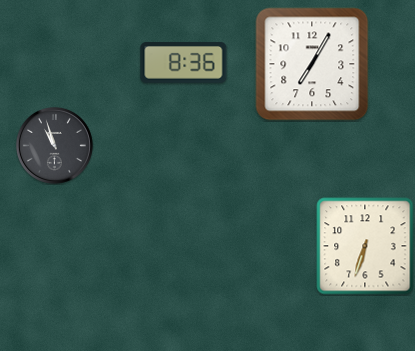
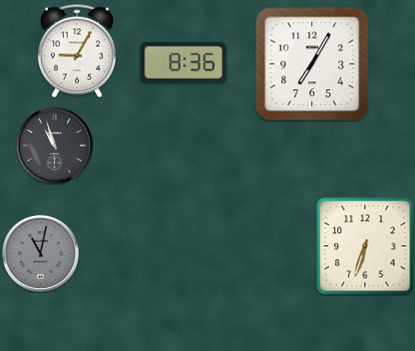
clock at (77, 51): none -> 9:05
clock at (40, 253): none -> 11:02
